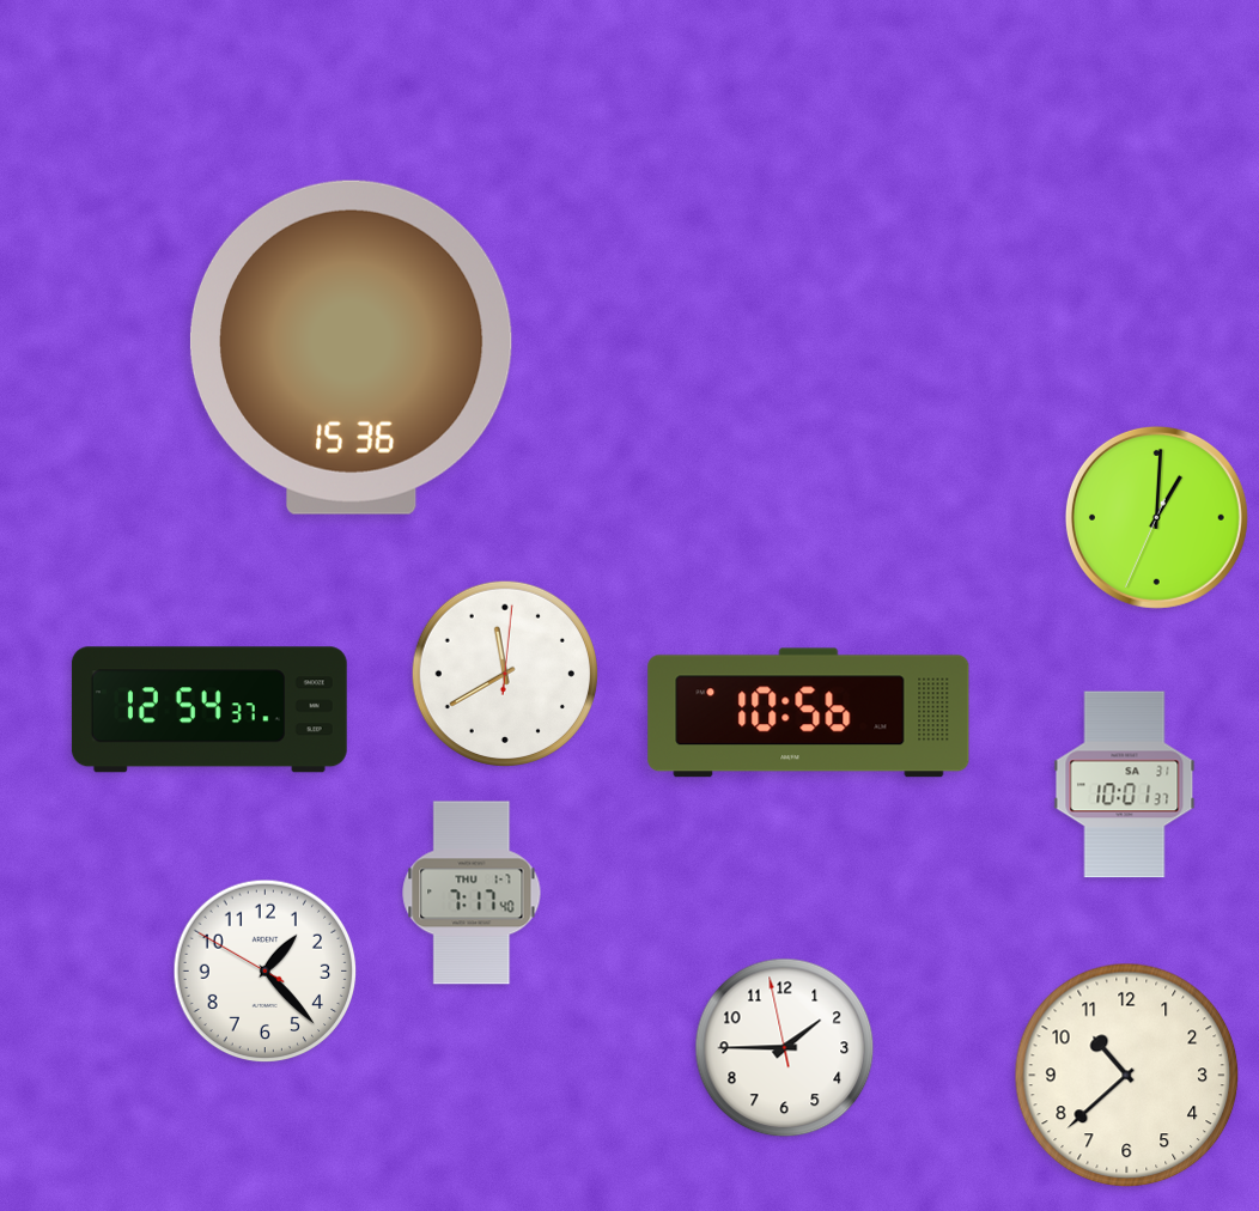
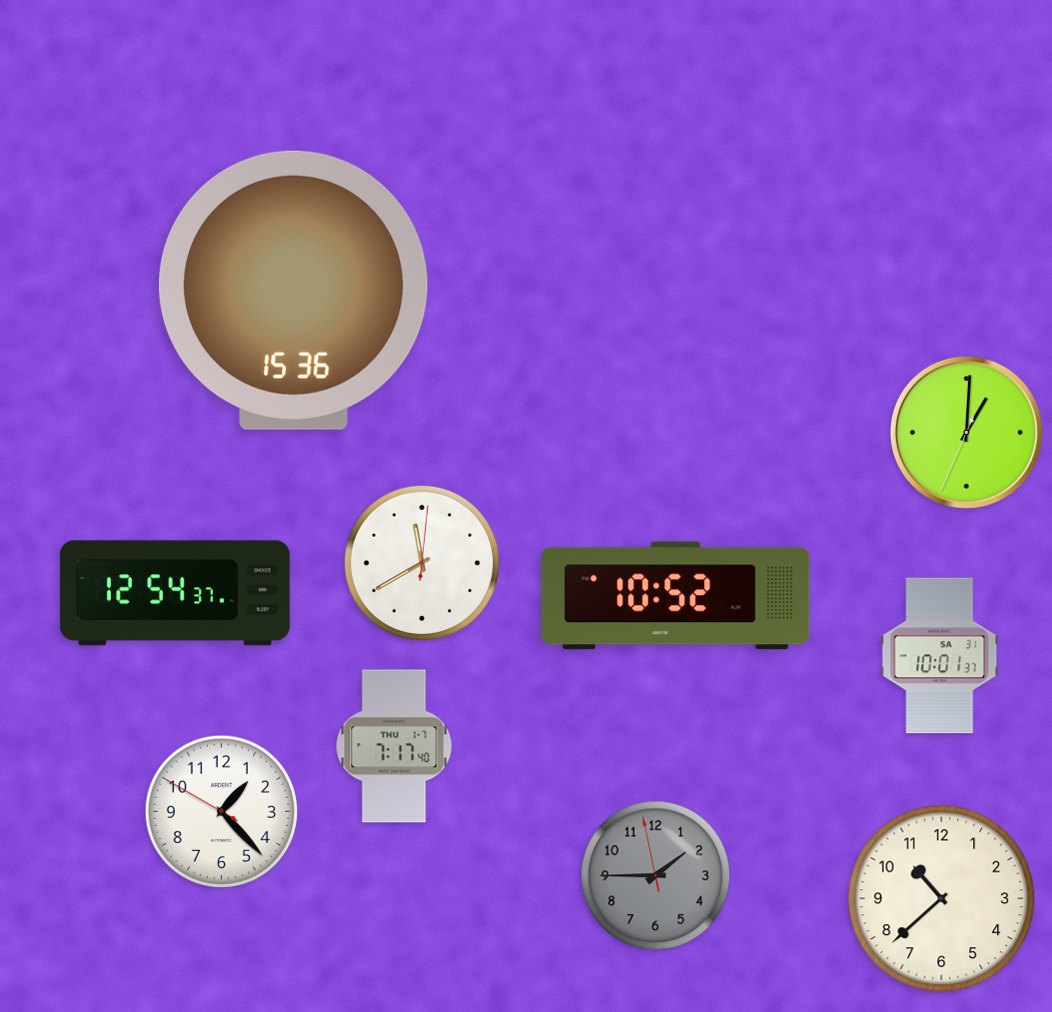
clock at (809, 713): 10:56 -> 10:52
clock at (785, 1048) dial: white -> grey
